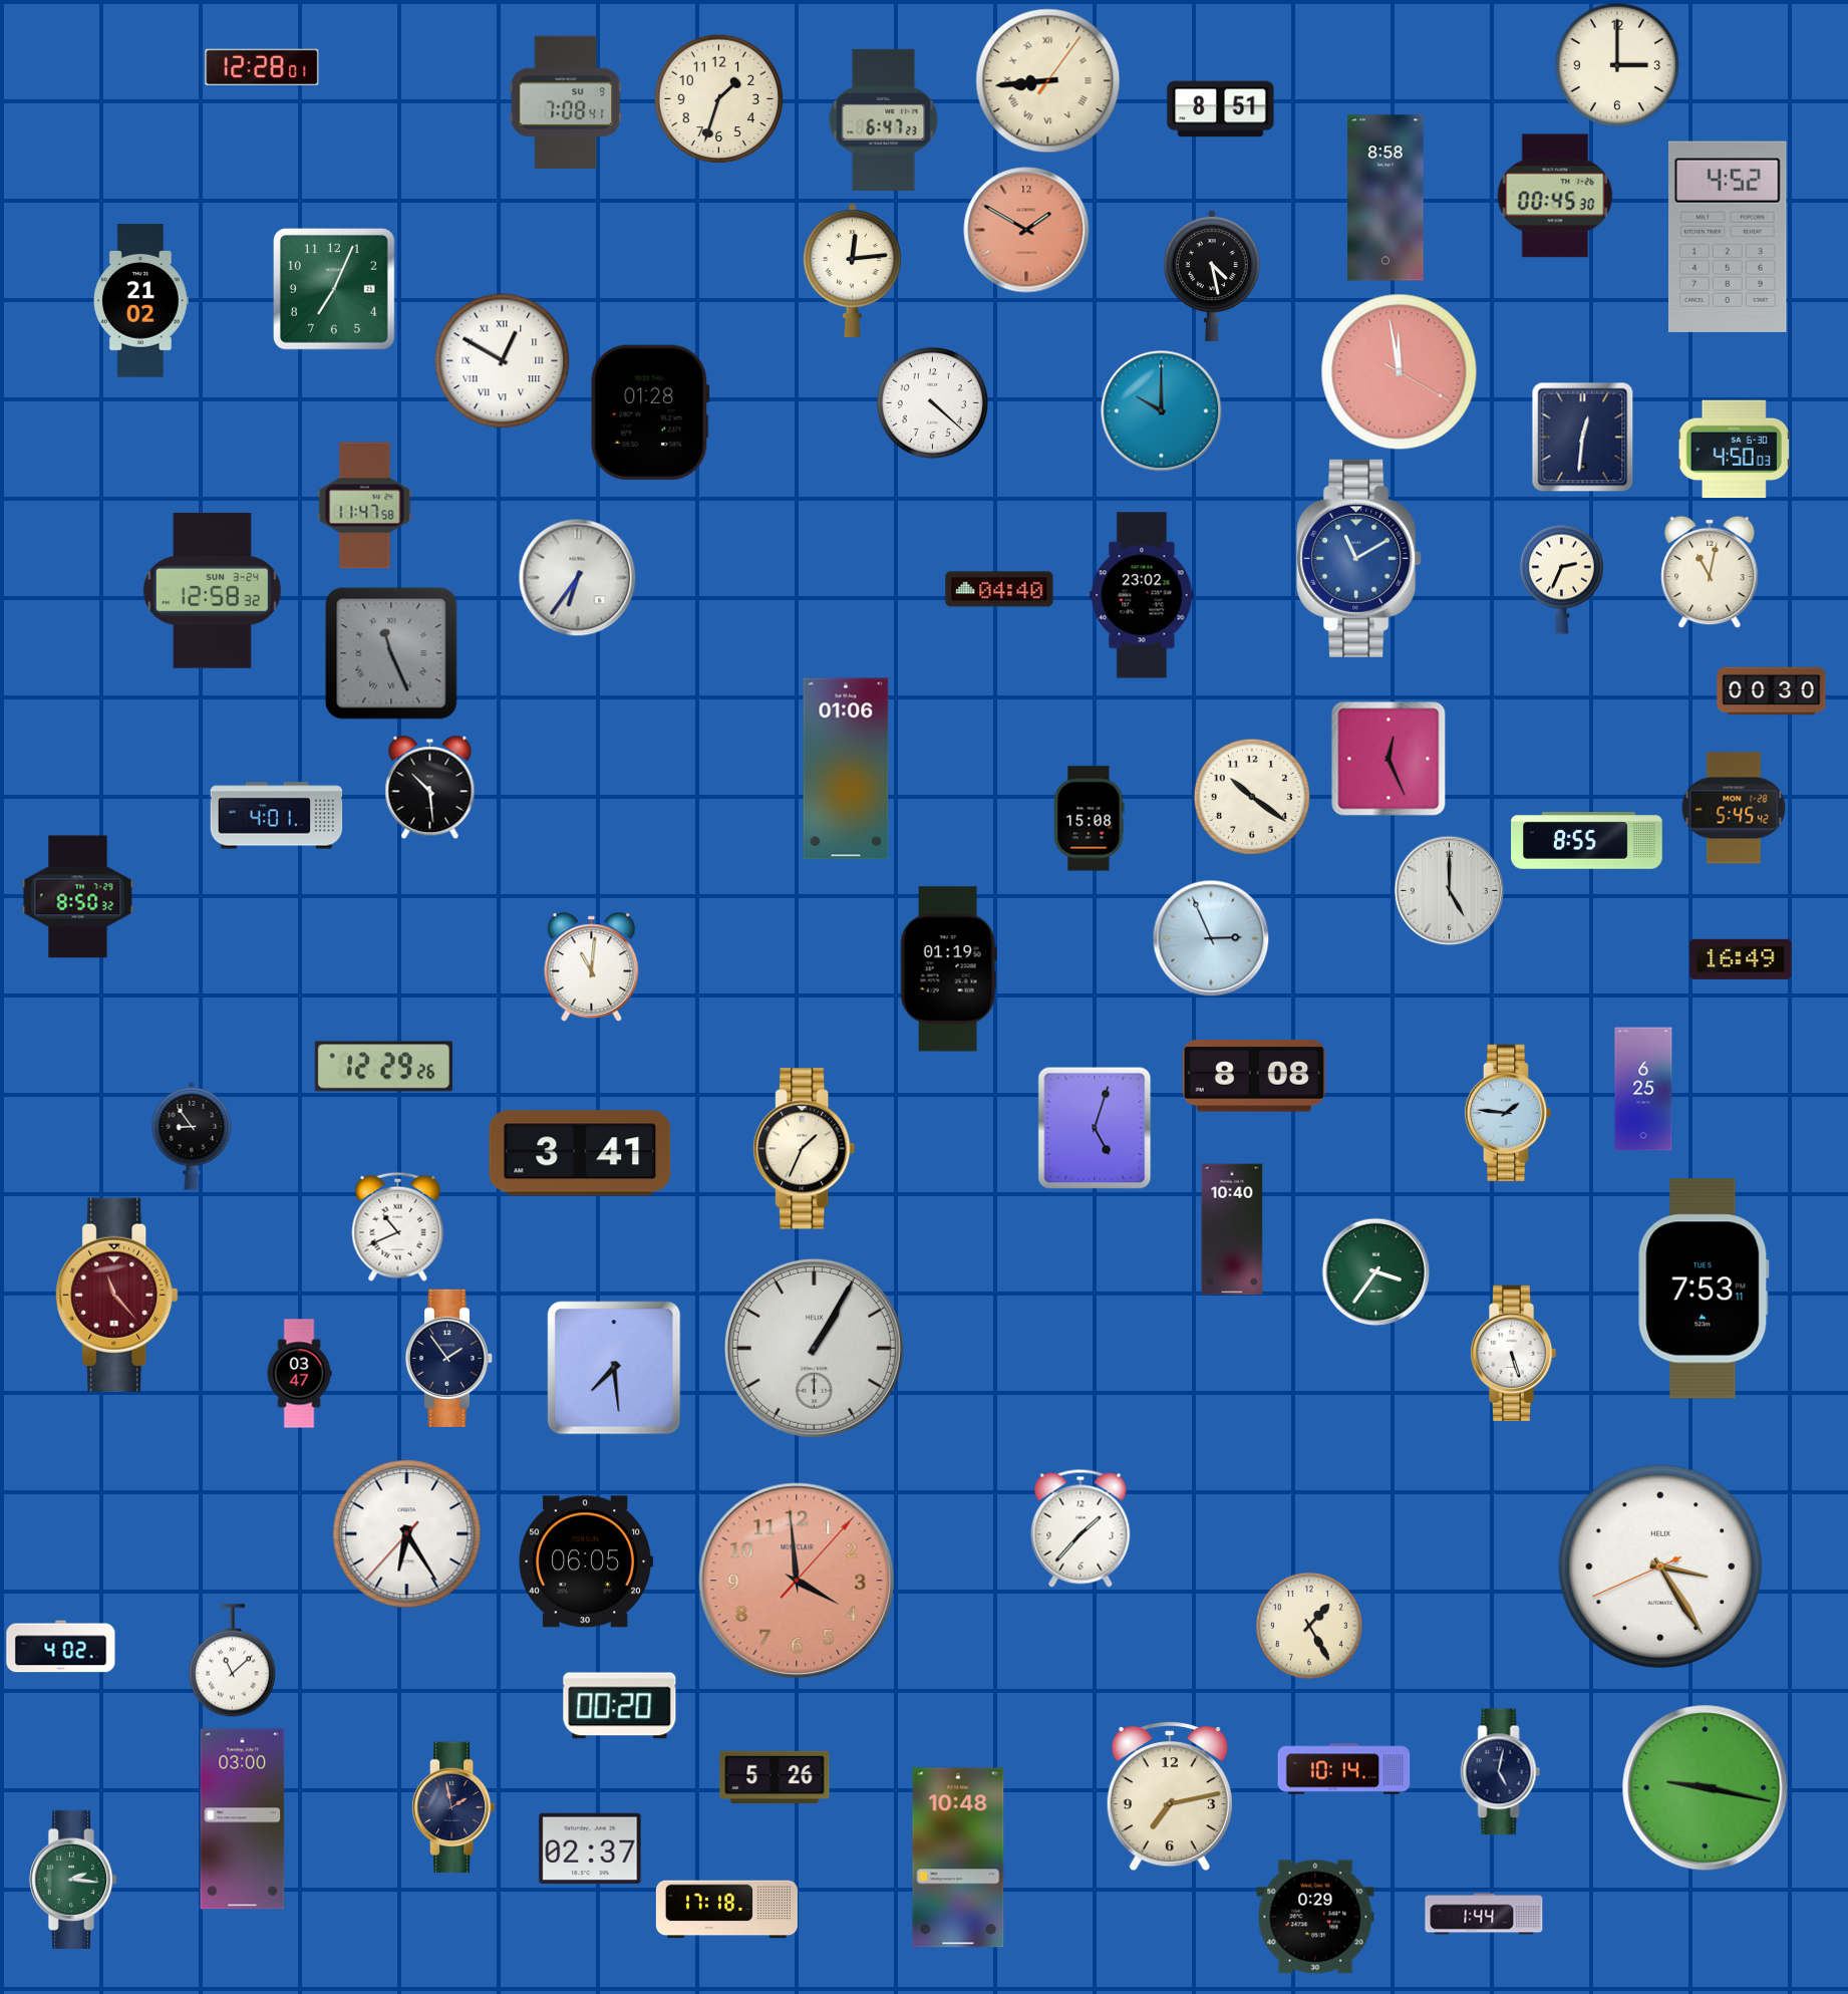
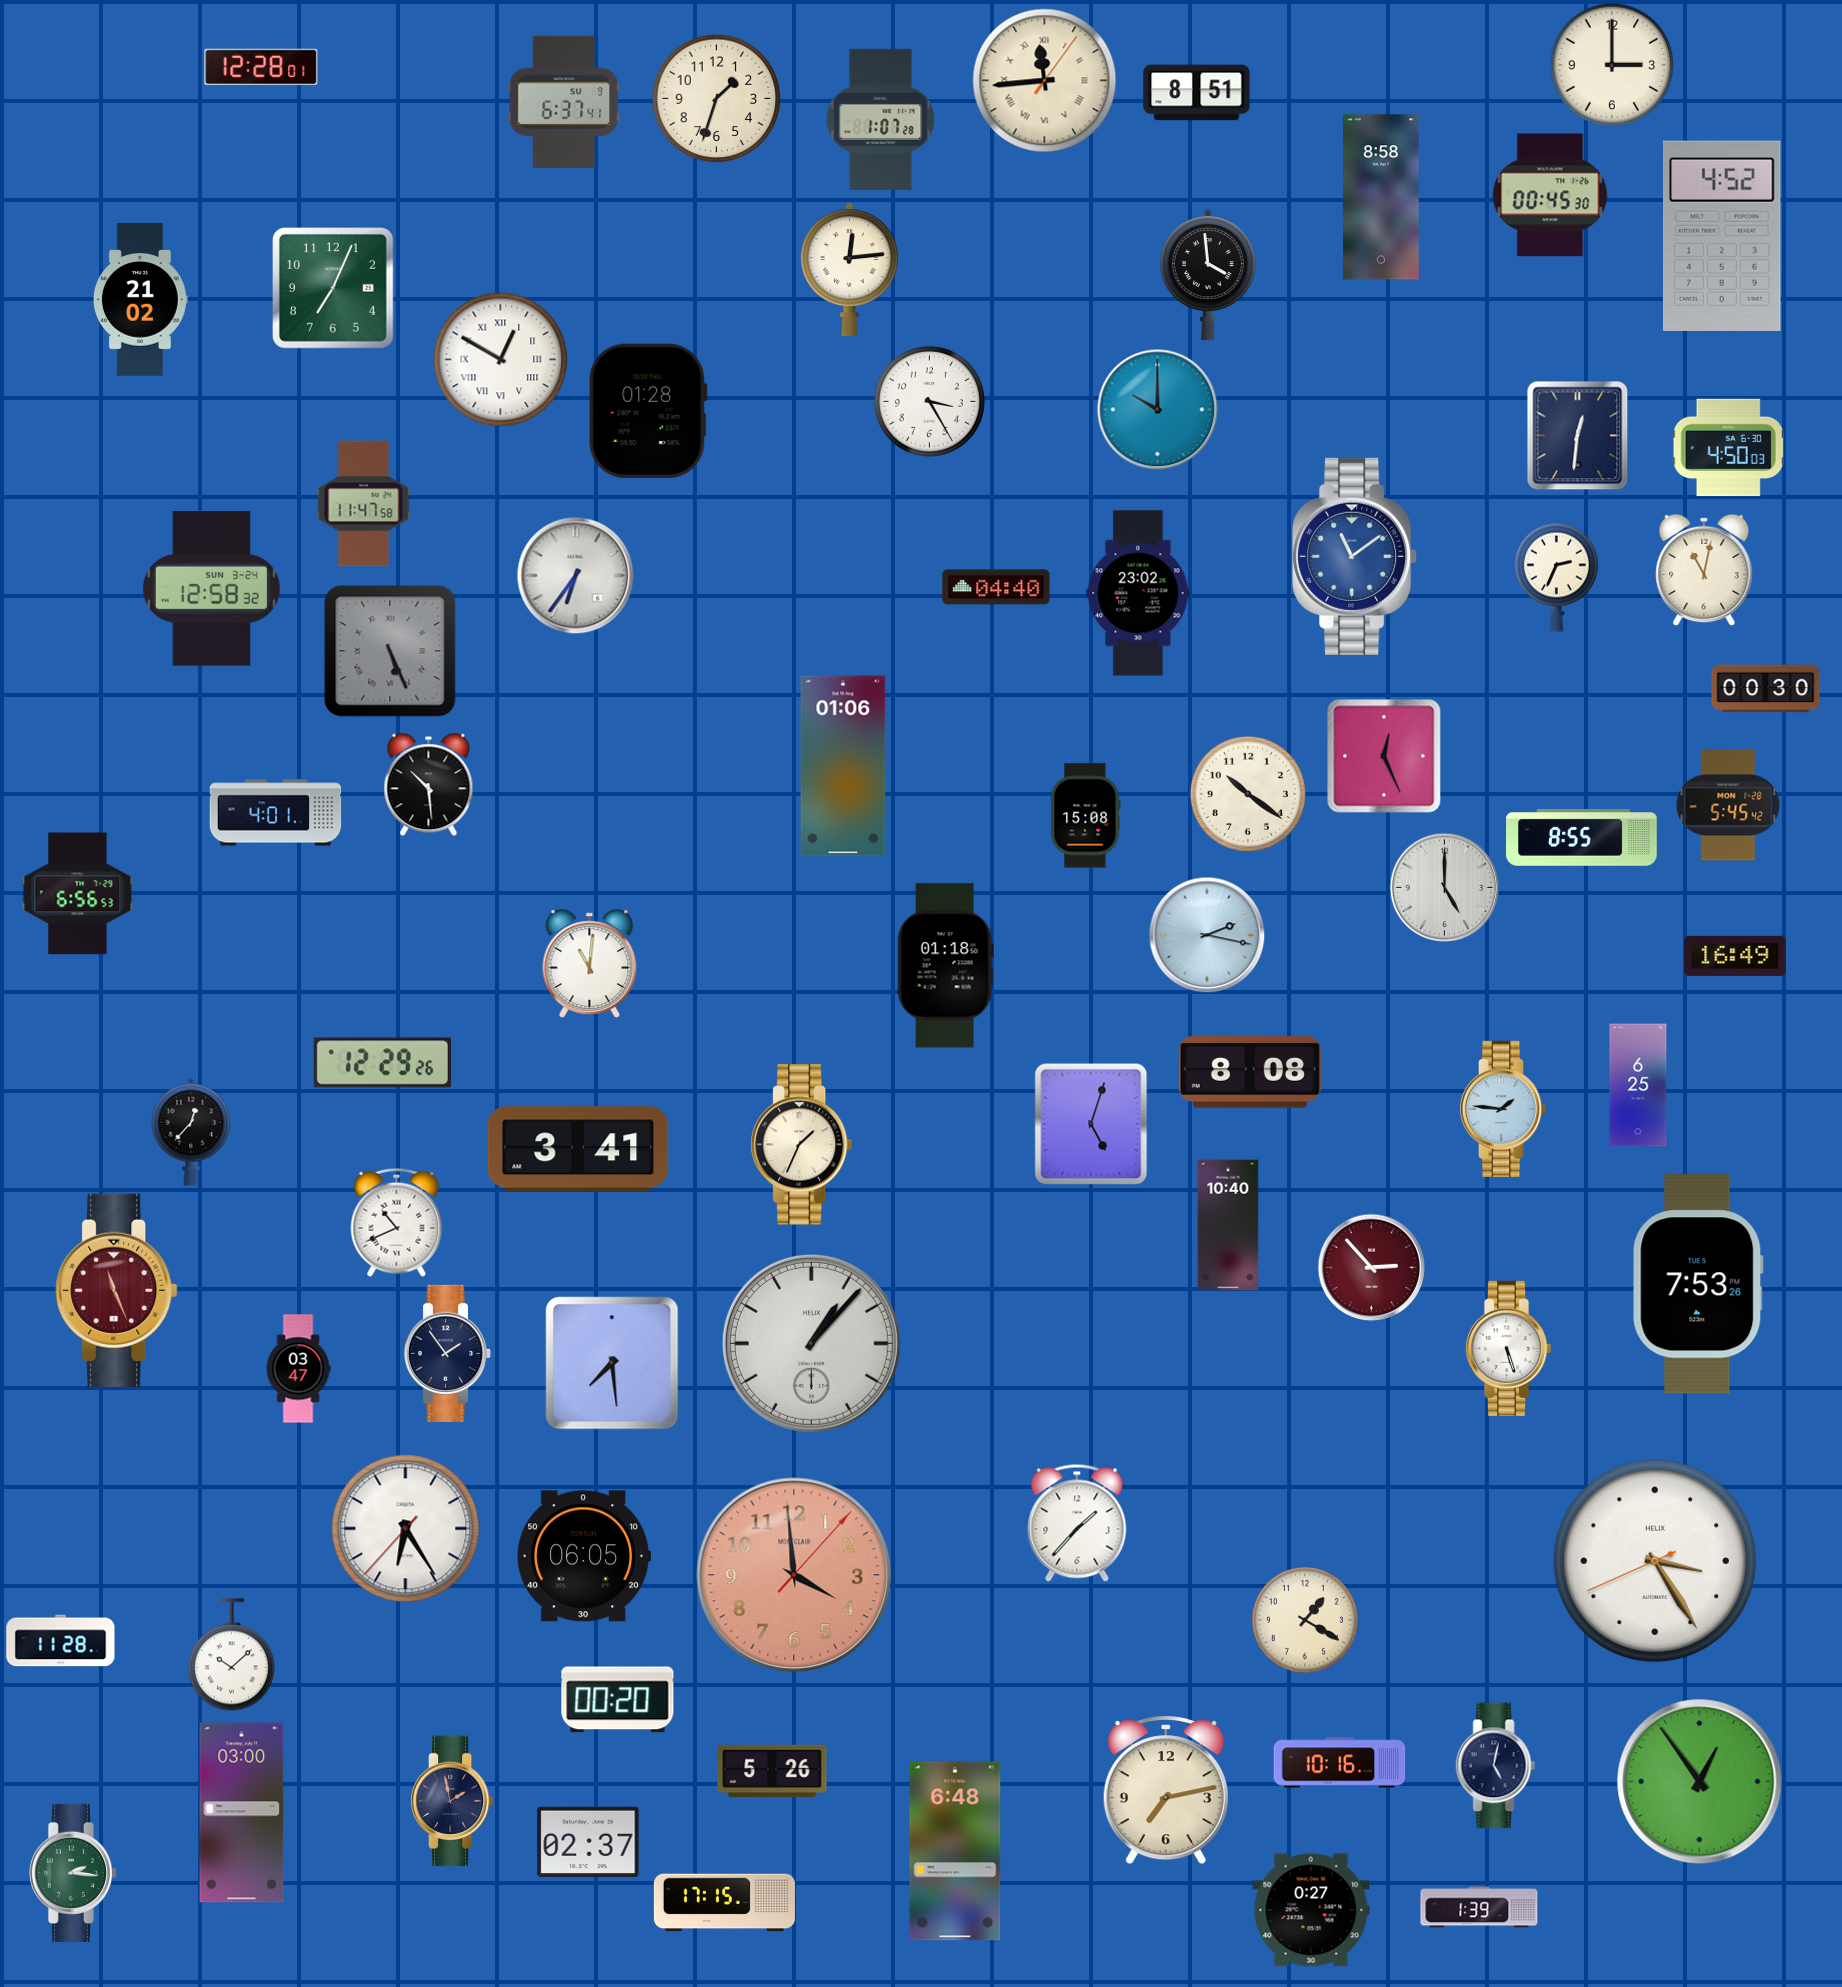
clock at (1048, 81): 8:44 -> 11:44
clock at (566, 102): 7:08 -> 6:37
clock at (1221, 109) position: (1221, 109) -> (1197, 93)
clock at (884, 119): 6:47 -> 1:07
clock at (1026, 230): 1:50 -> none
clock at (1212, 276): 4:28 -> 3:59
clock at (1400, 372): 11:58 -> none
clock at (932, 402): 4:22 -> 3:25
clock at (1359, 558): 11:10 -> 11:09
clock at (391, 653): 11:26 -> 5:26
clock at (78, 897): 8:50 -> 6:56
clock at (1211, 938): 2:56 -> 2:17
clock at (948, 969): 01:19 -> 01:18
clock at (192, 1137): 8:54 -> 12:37
clock at (1375, 1271): 3:36 -> 2:53
clock at (1375, 1271) dial: green -> burgundy
clock at (1704, 1289): 7:53:11 -> 7:53:26
clock at (117, 1295): 11:23 -> 11:26
clock at (814, 1348): 1:05 -> 1:07
clock at (1309, 1626): 1:25 -> 1:20
clock at (61, 1647): 4:02 -> 11:28
clock at (232, 1661): 11:08 -> 10:08
clock at (1344, 1769): 10:14 -> 10:16
clock at (1706, 1788): 9:17 -> 12:54
clock at (958, 1858): 10:48 -> 6:48
clock at (726, 1910): 17:18 -> 17:15
clock at (1484, 1914): 1:44 -> 1:39
clock at (1315, 1917): 0:29 -> 0:27
